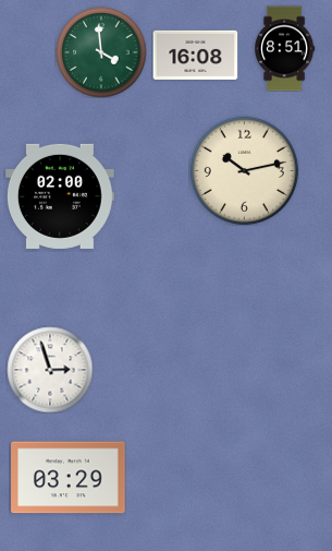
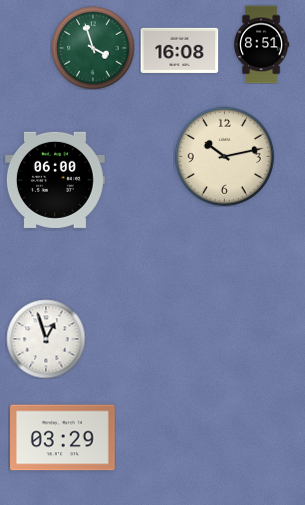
clock at (101, 52): 3:59 -> 3:57
clock at (60, 196): 02:00 -> 06:00
clock at (50, 370): 2:57 -> 12:57
